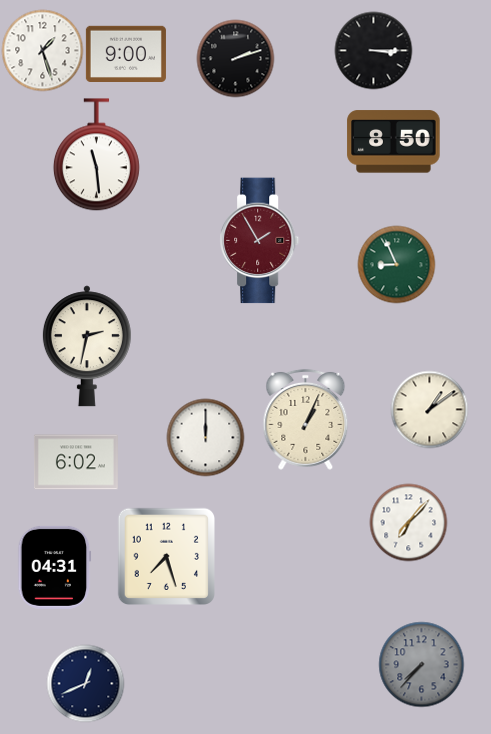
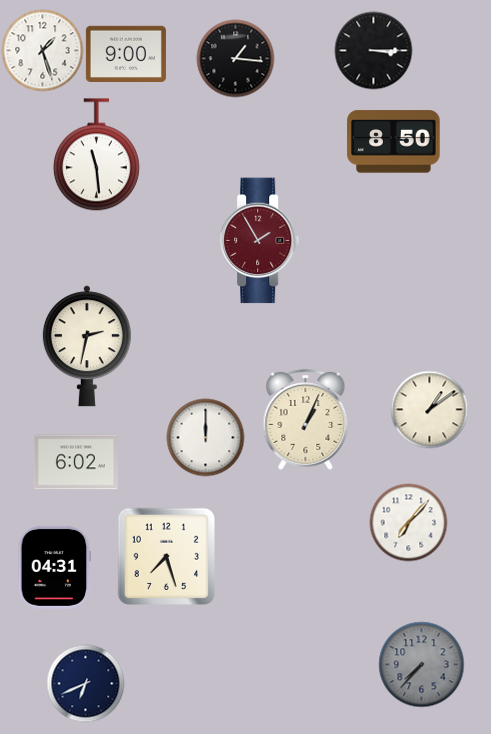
clock at (235, 58): 2:12 -> 1:16
clock at (396, 264): 8:56 -> none
clock at (85, 683): 12:41 -> 6:41
